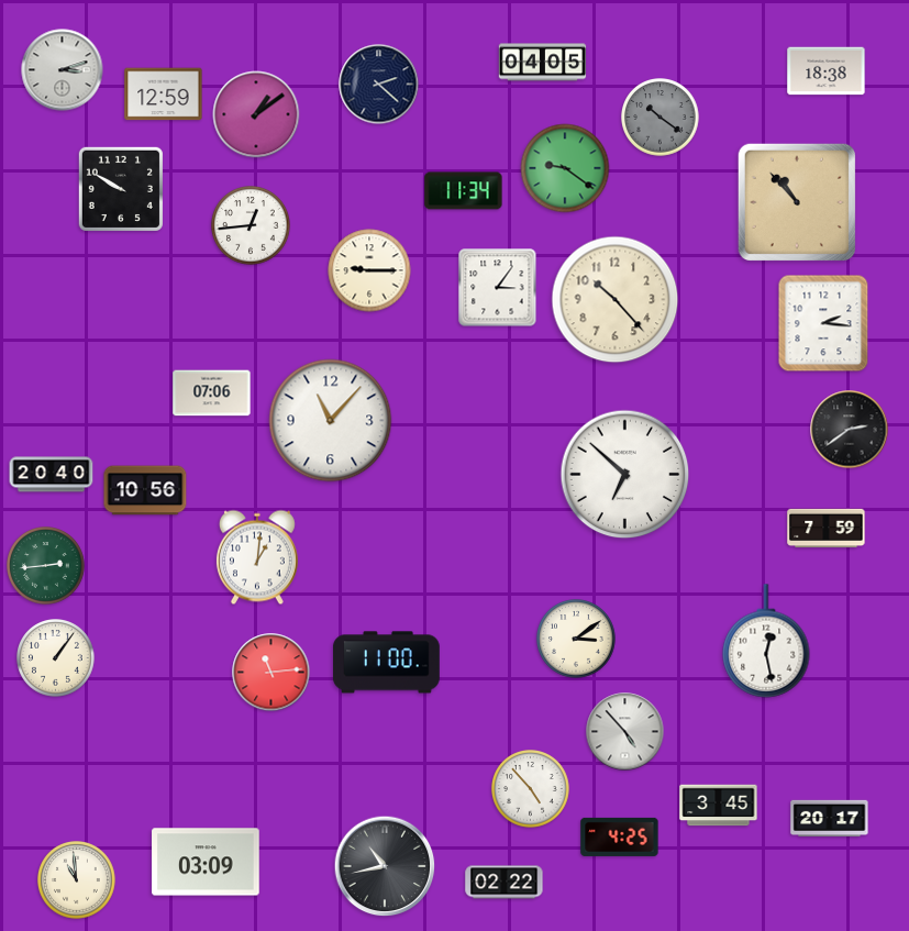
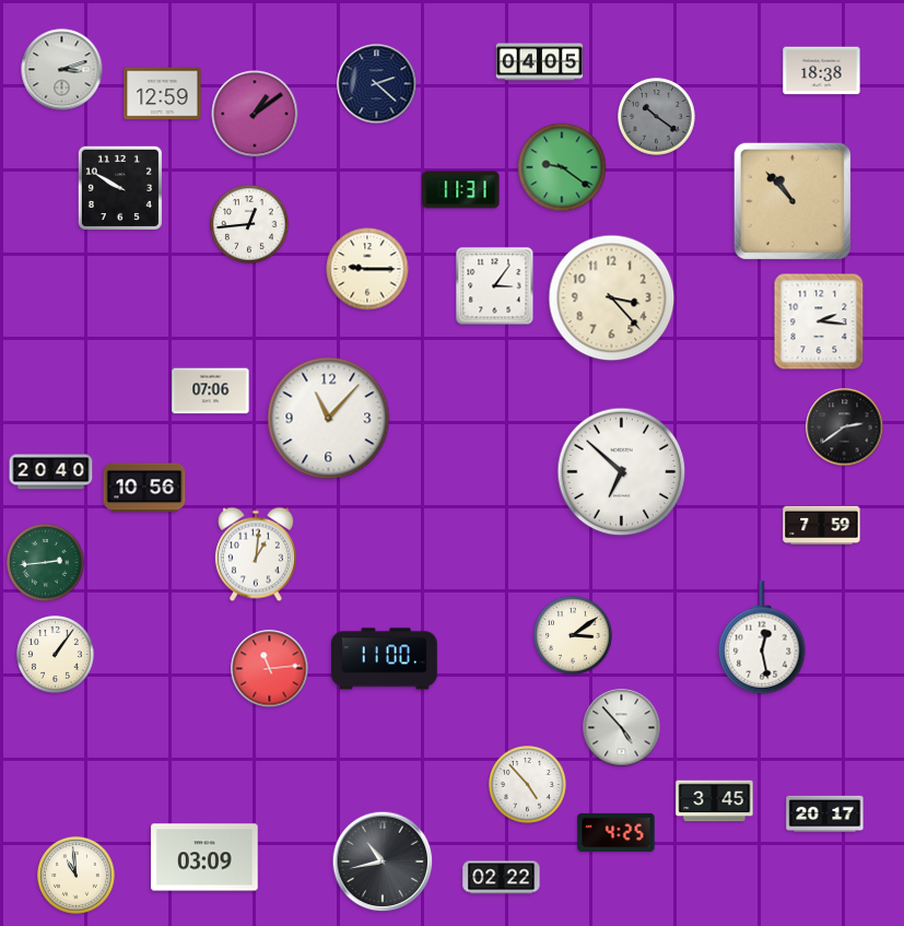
clock at (464, 191): 11:34 -> 11:31
clock at (616, 300): 10:23 -> 3:23
